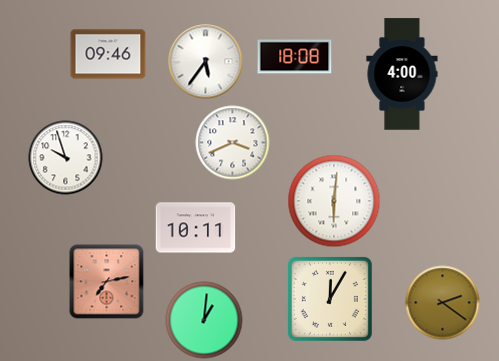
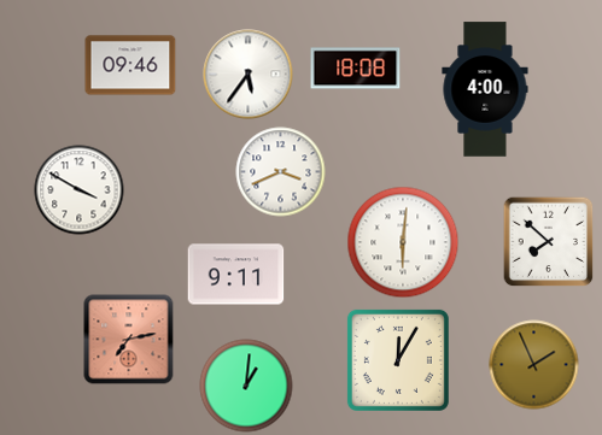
clock at (66, 158): 9:57 -> 3:50
clock at (549, 242): none -> 7:52
clock at (196, 228): 10:11 -> 9:11
clock at (443, 303): 2:21 -> 1:56
